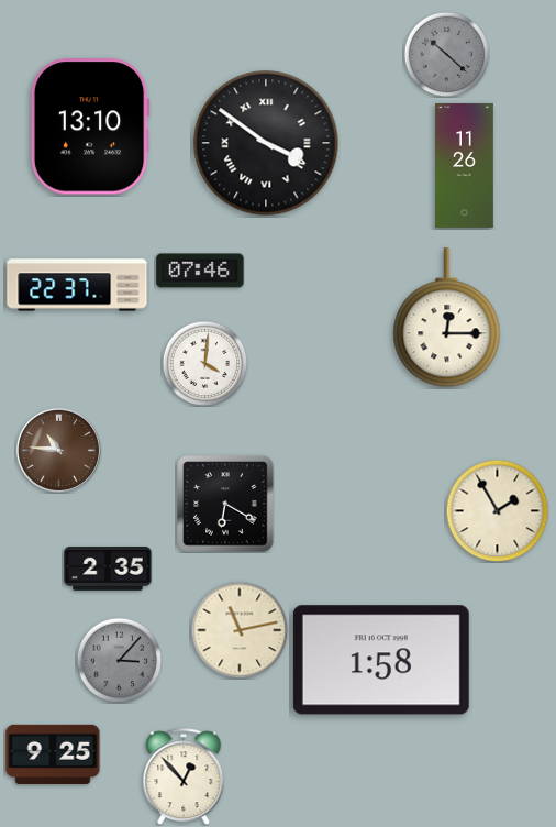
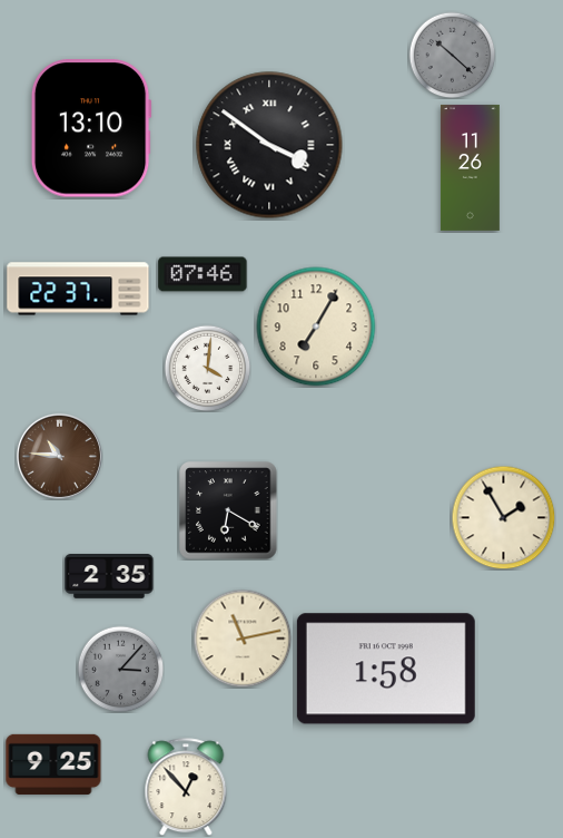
clock at (447, 318): 12:15 -> none
clock at (316, 327): none -> 7:05
